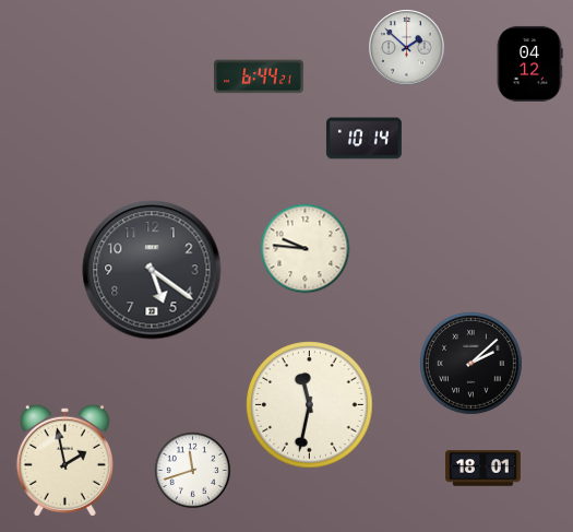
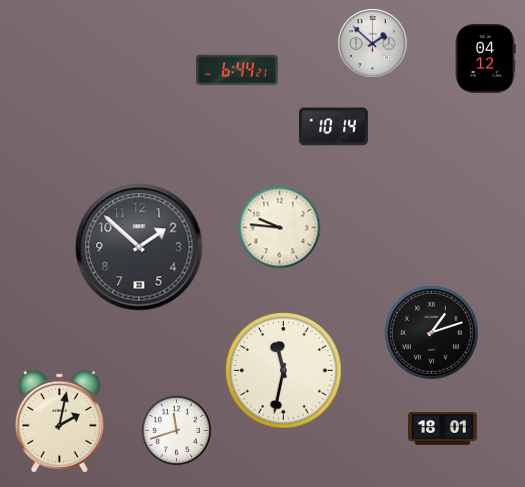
clock at (152, 270): 5:21 -> 1:52
clock at (471, 364): 2:08 -> 1:12
clock at (64, 460): 1:58 -> 2:02
